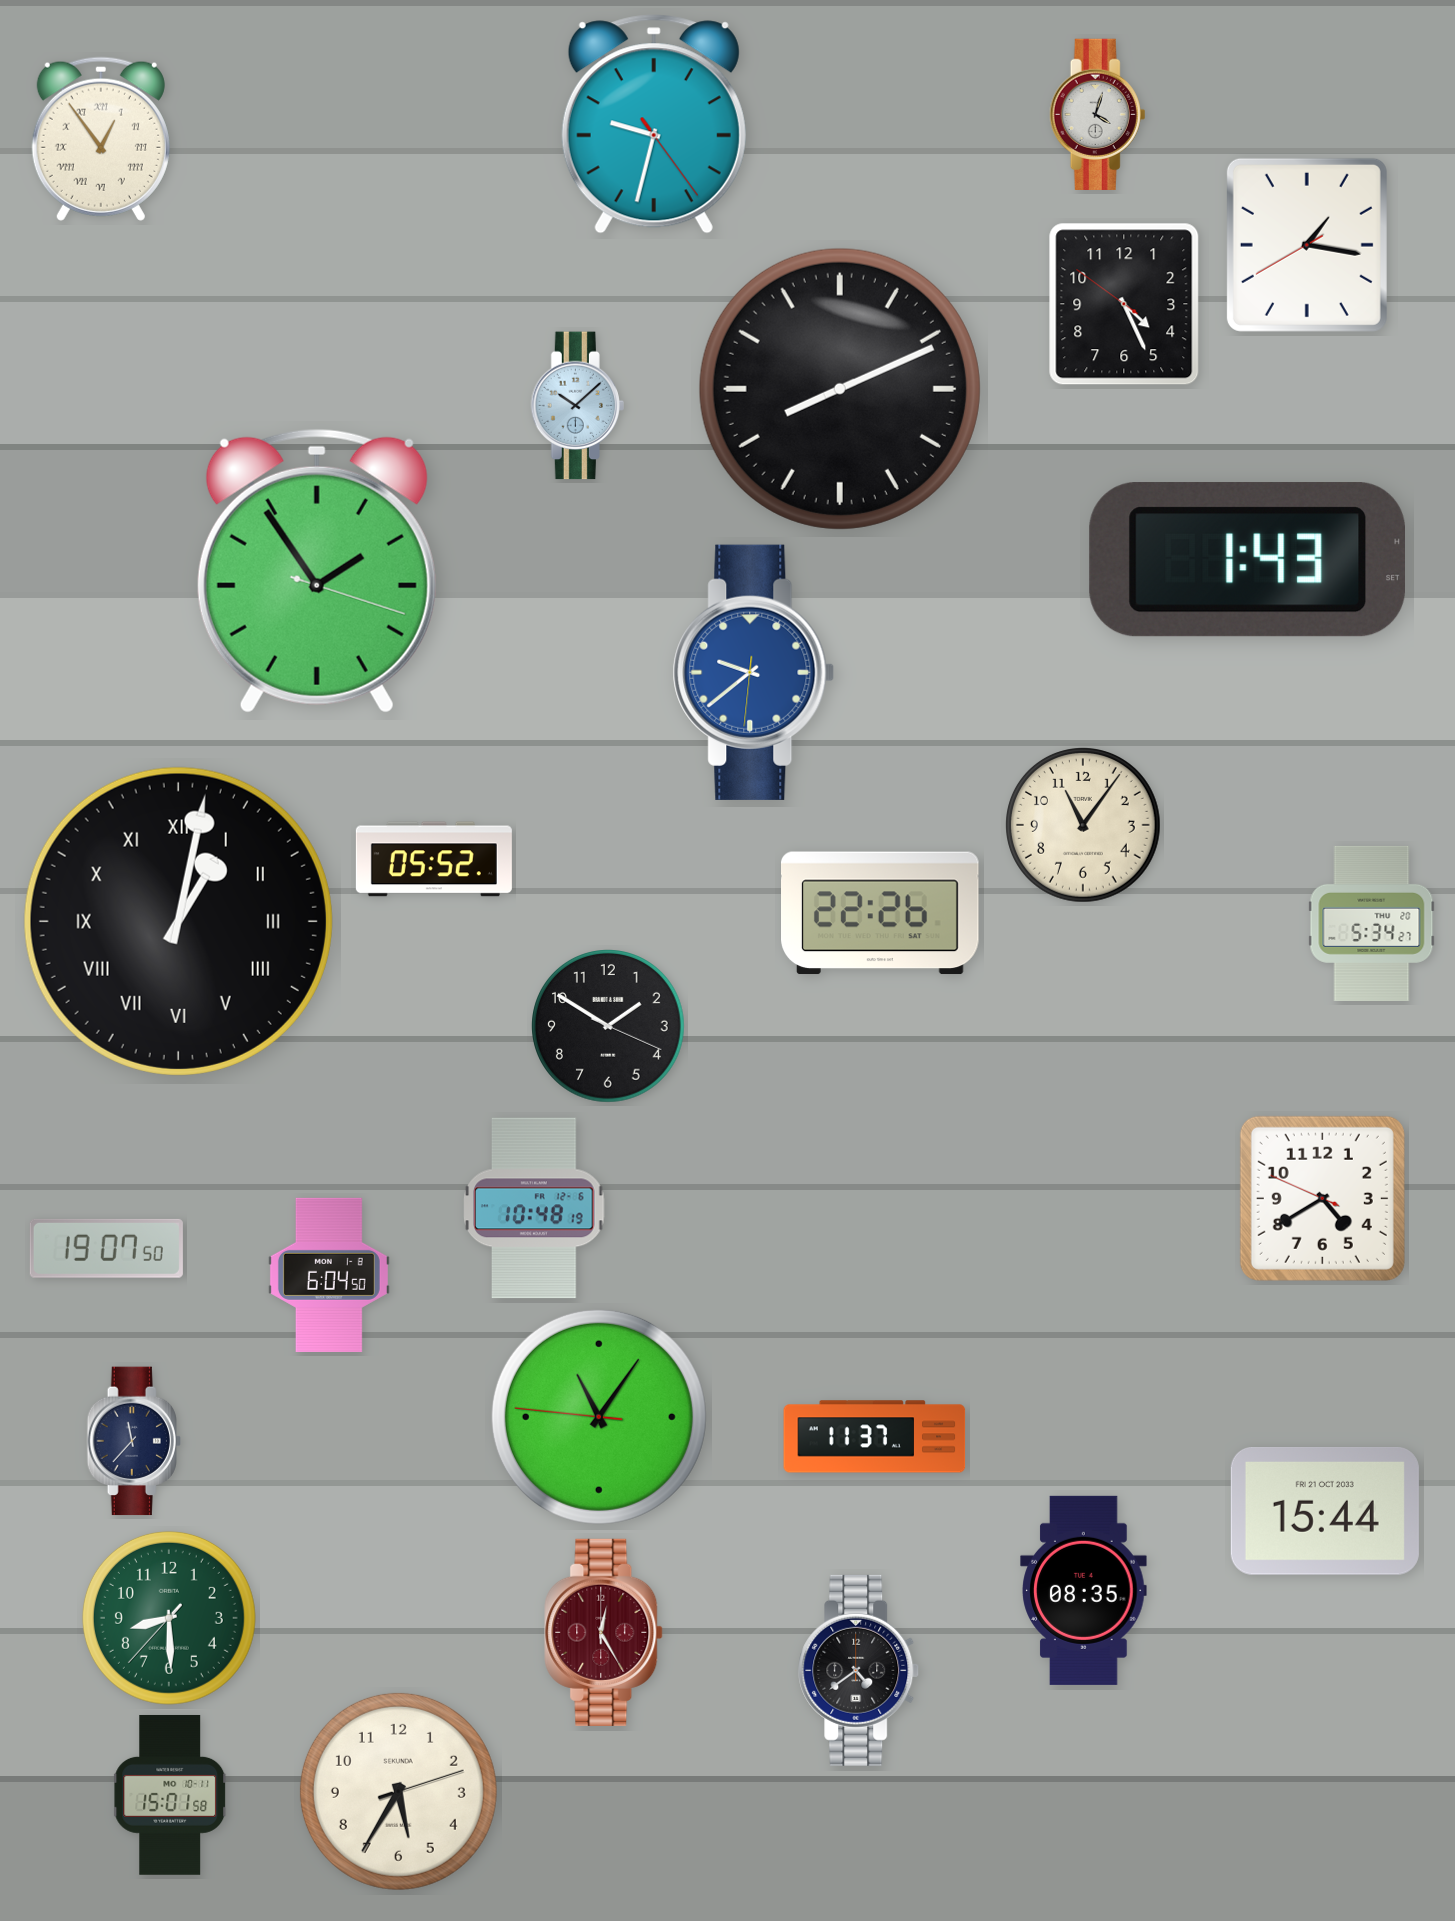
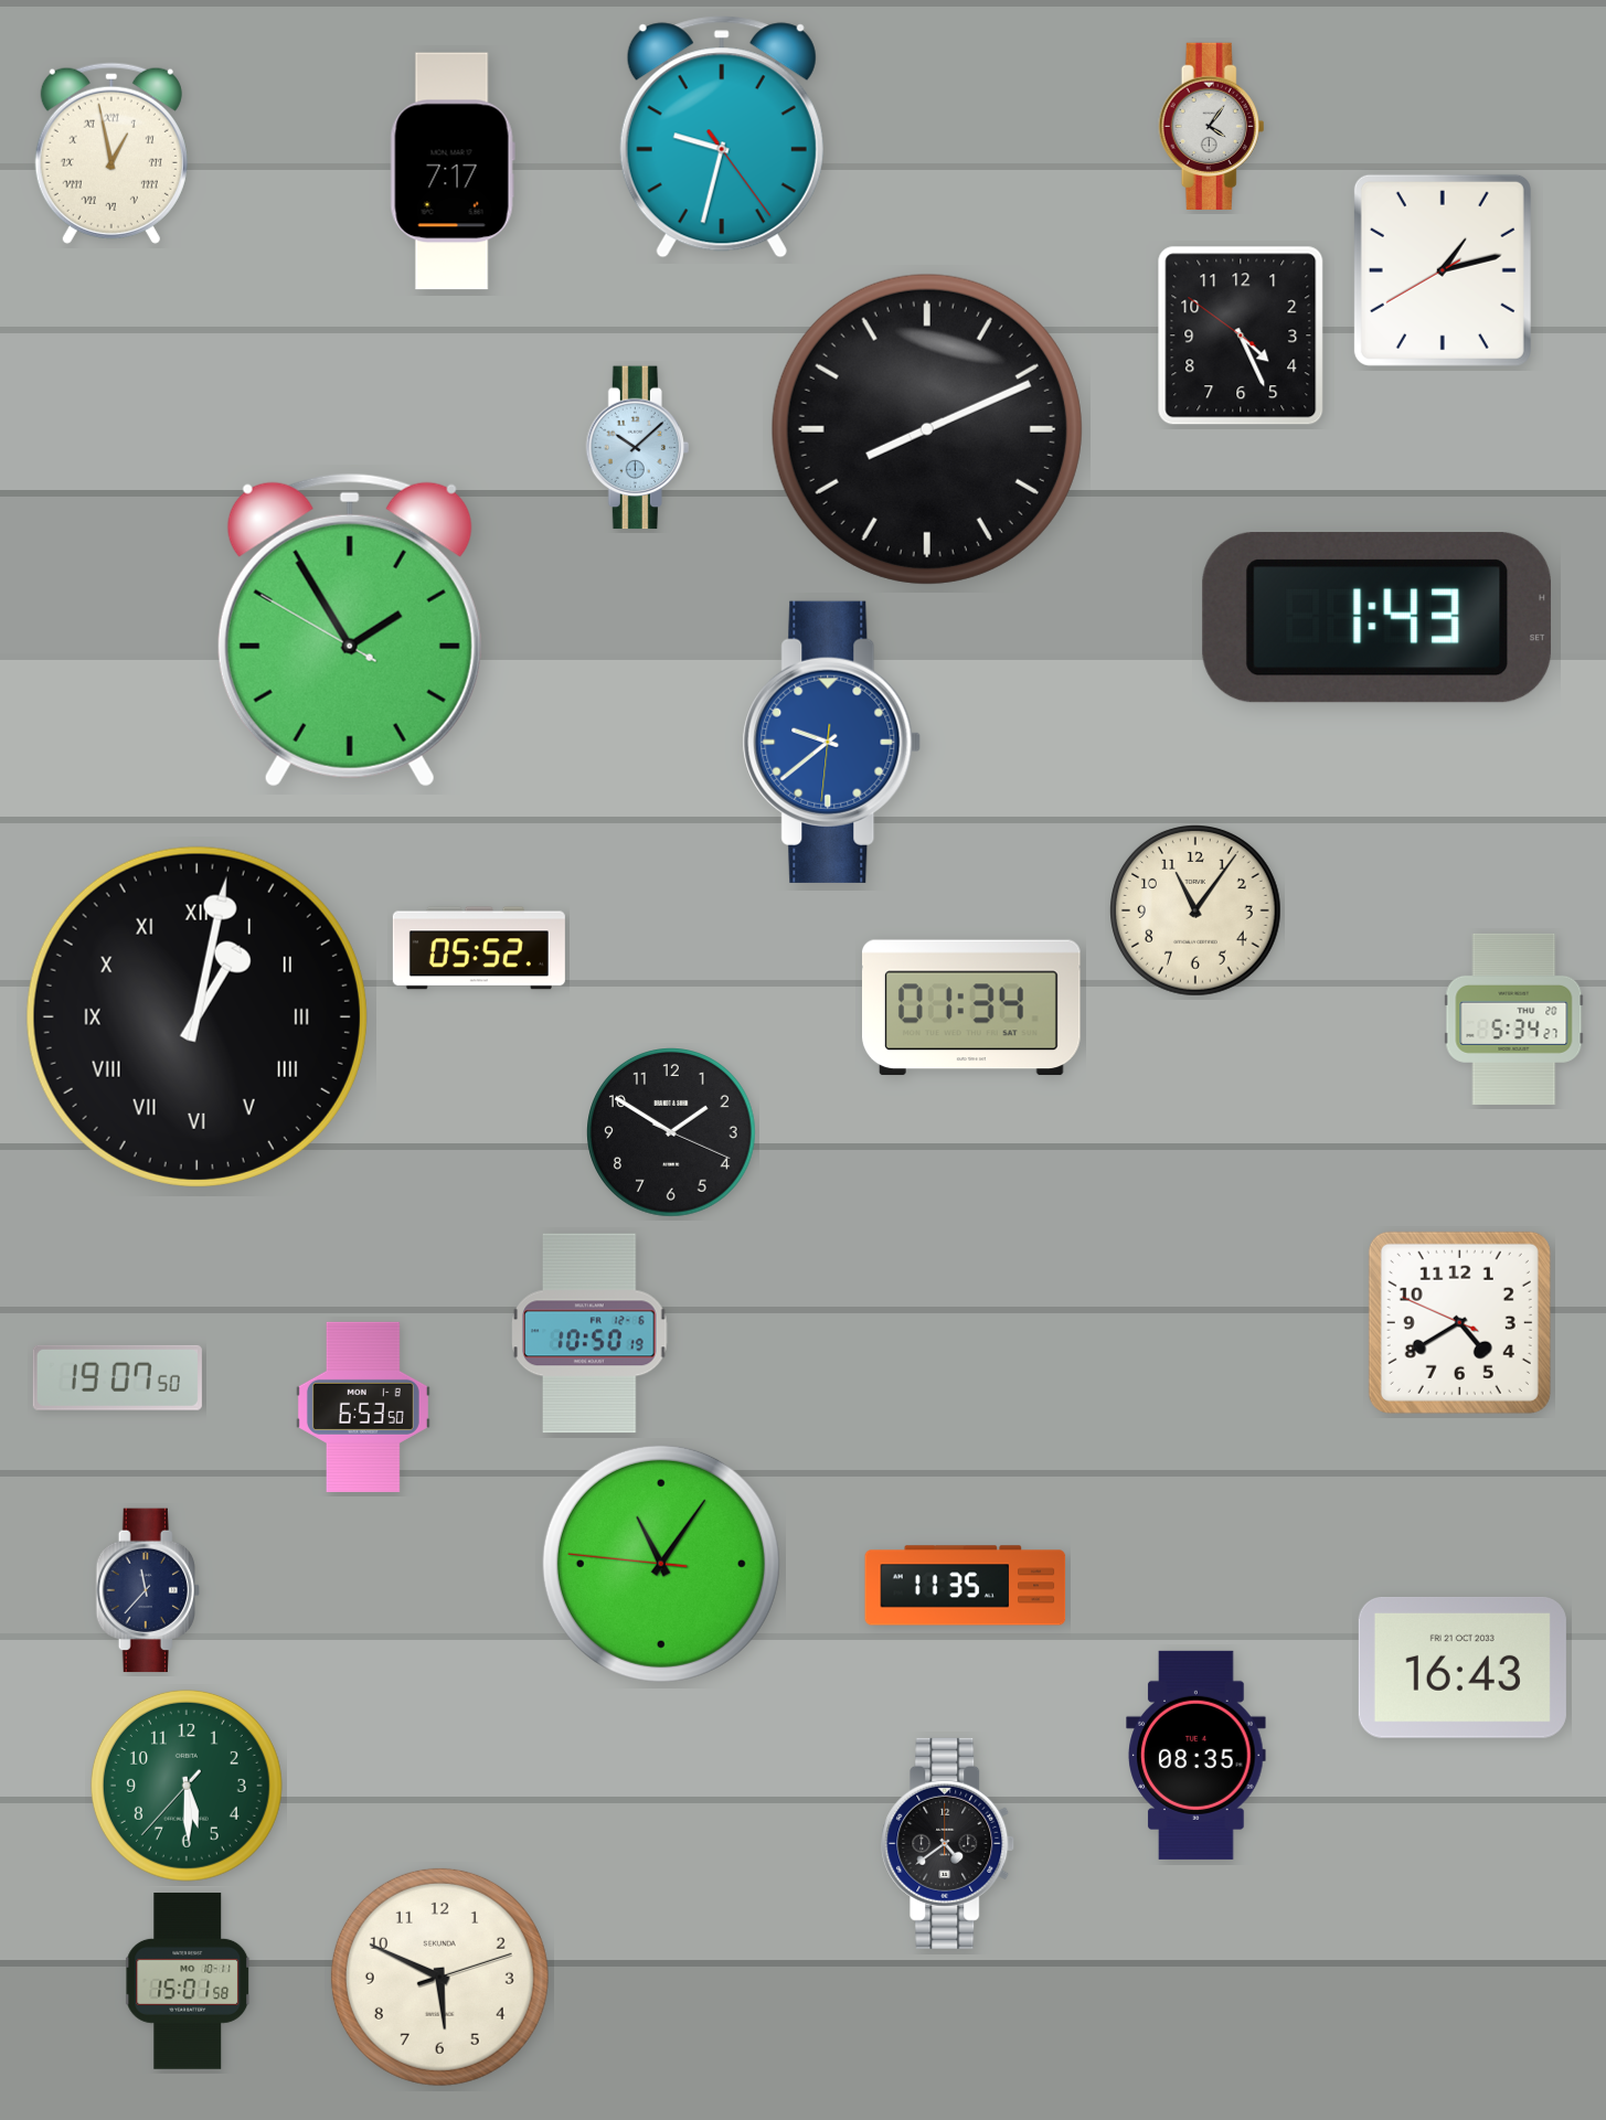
clock at (1098, 114): 4:03 -> 4:06
clock at (101, 139): 12:54 -> 12:58
clock at (453, 171): none -> 7:17
clock at (1307, 245): 1:16 -> 1:12
clock at (317, 571): 1:54:18 -> 1:54:50
clock at (881, 913): 22:26 -> 01:34
clock at (534, 1208): 10:48 -> 10:50
clock at (329, 1275): 6:04 -> 6:53
clock at (875, 1437): 11:37 -> 11:35
clock at (1325, 1512): 15:44 -> 16:43
clock at (169, 1618): 8:29 -> 5:29
clock at (604, 1632): 12:25 -> none
clock at (398, 1791): 5:35 -> 5:49
